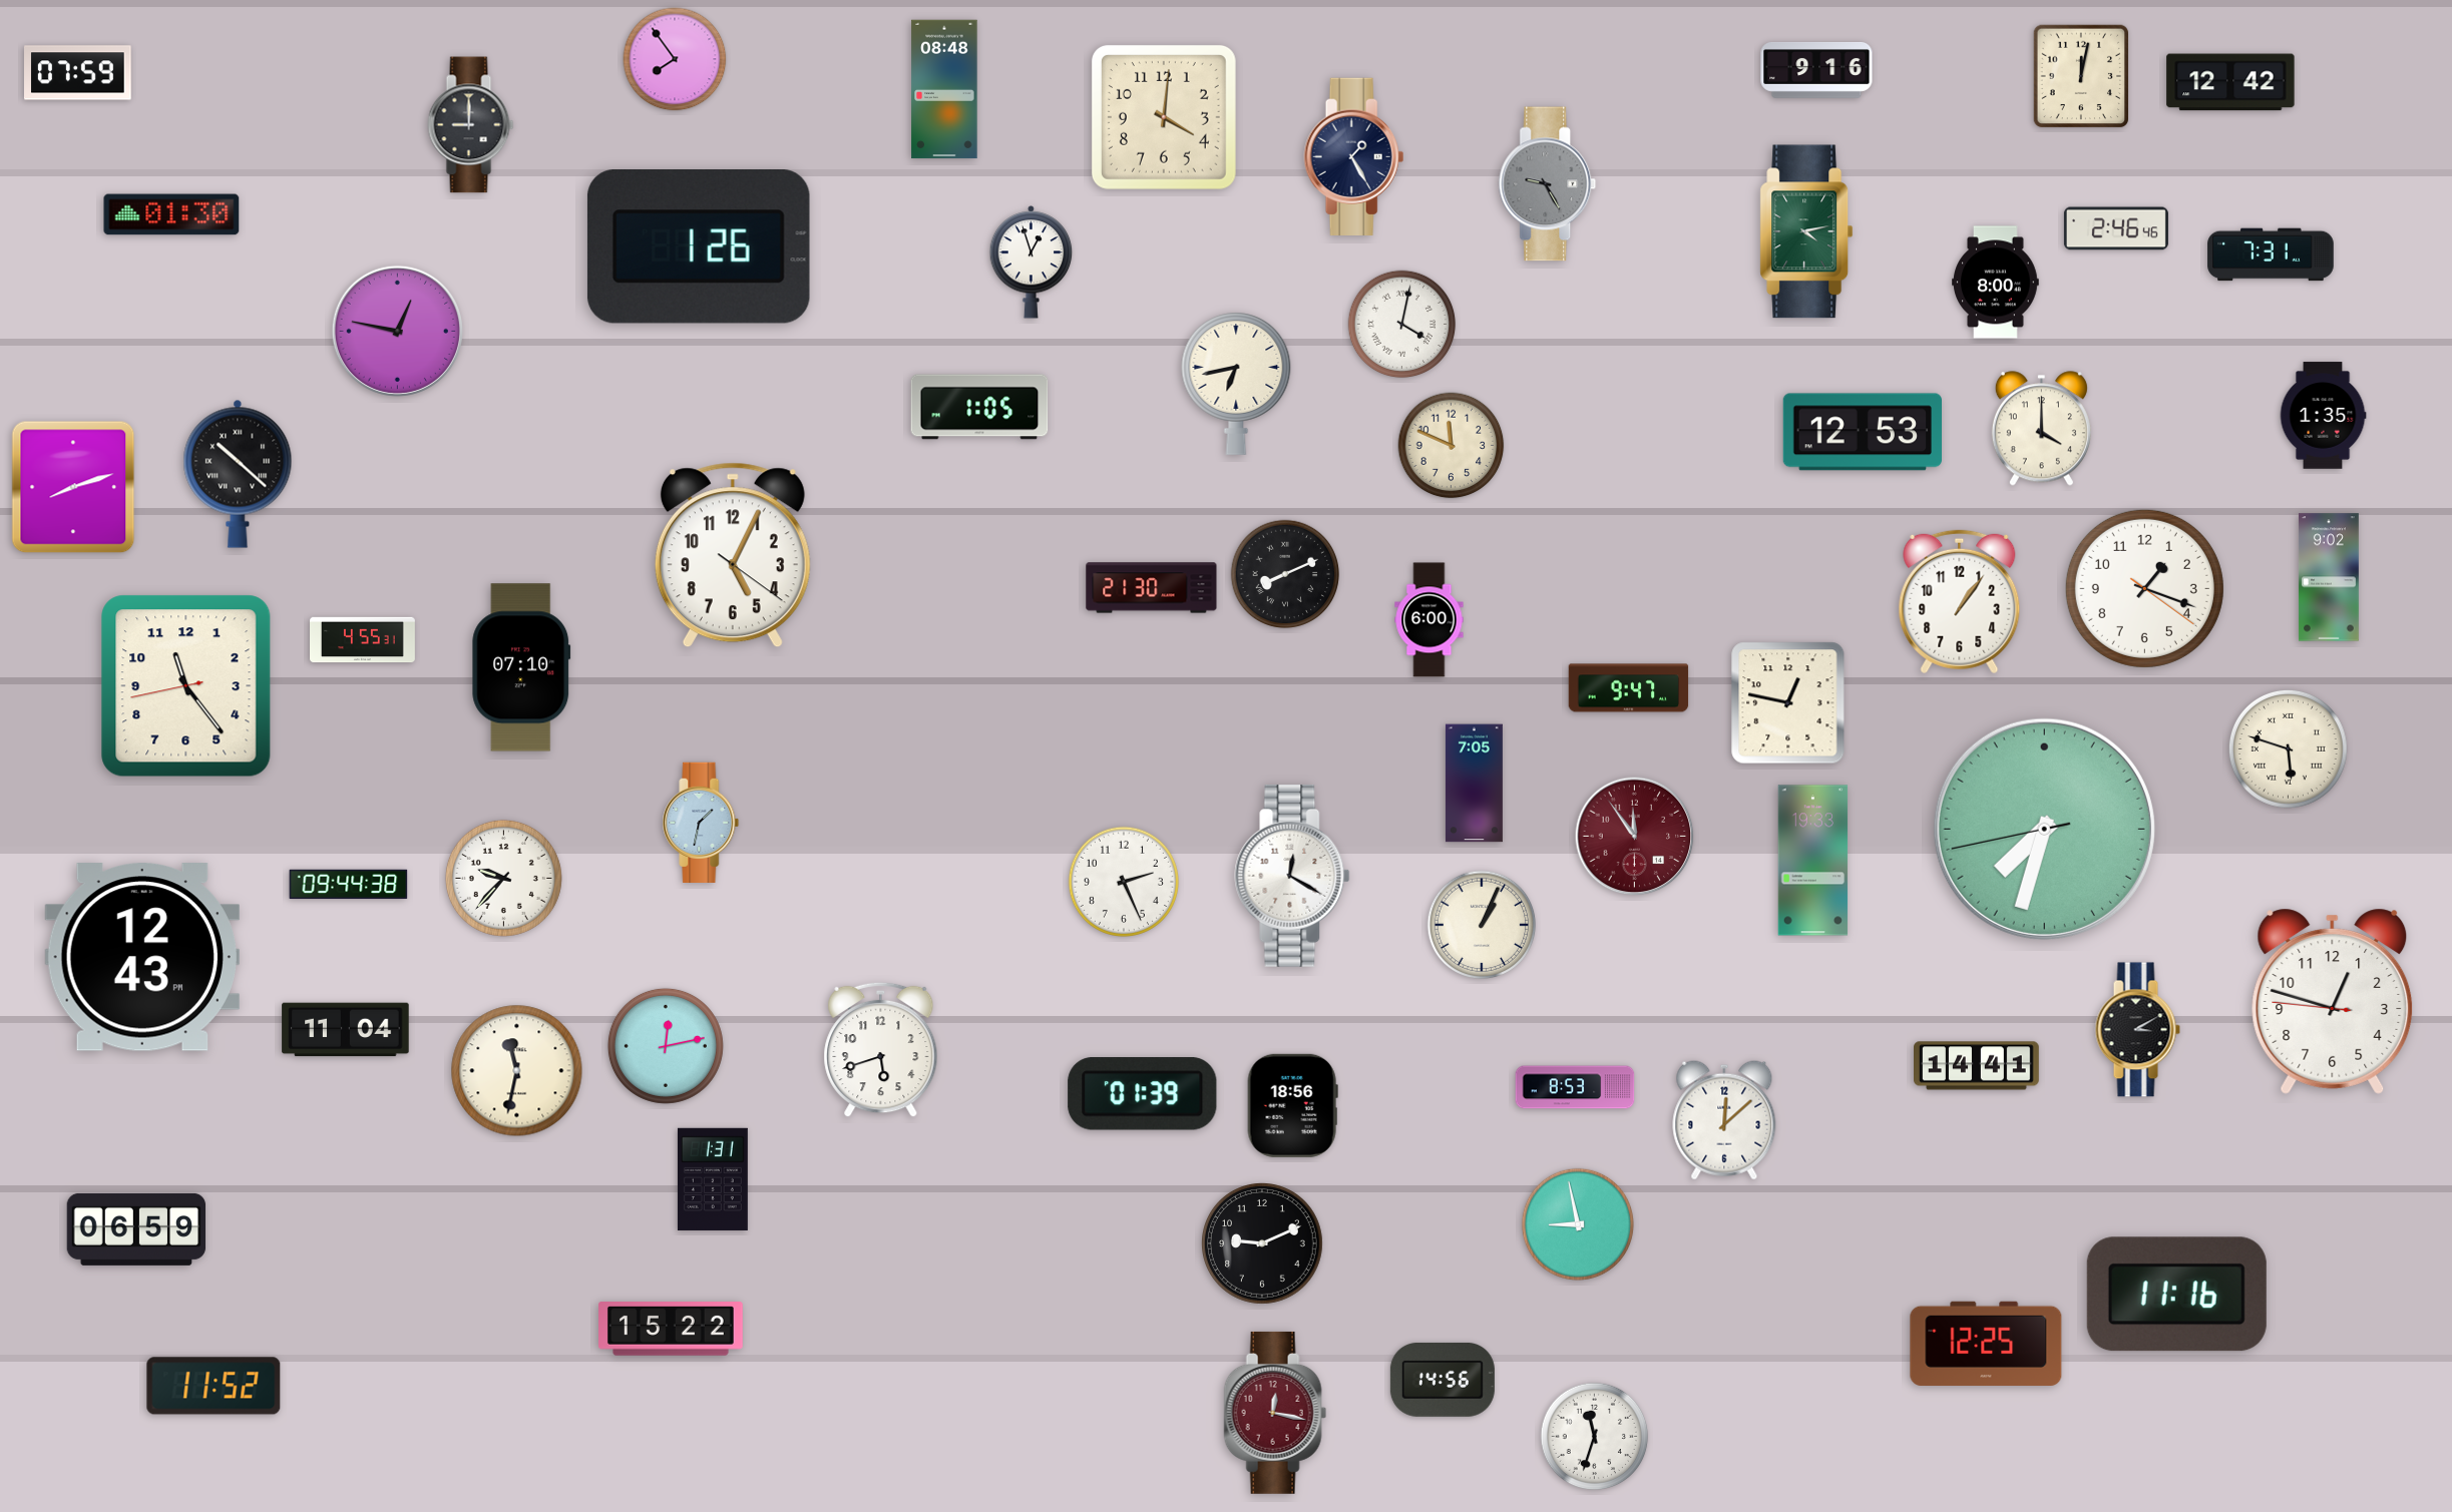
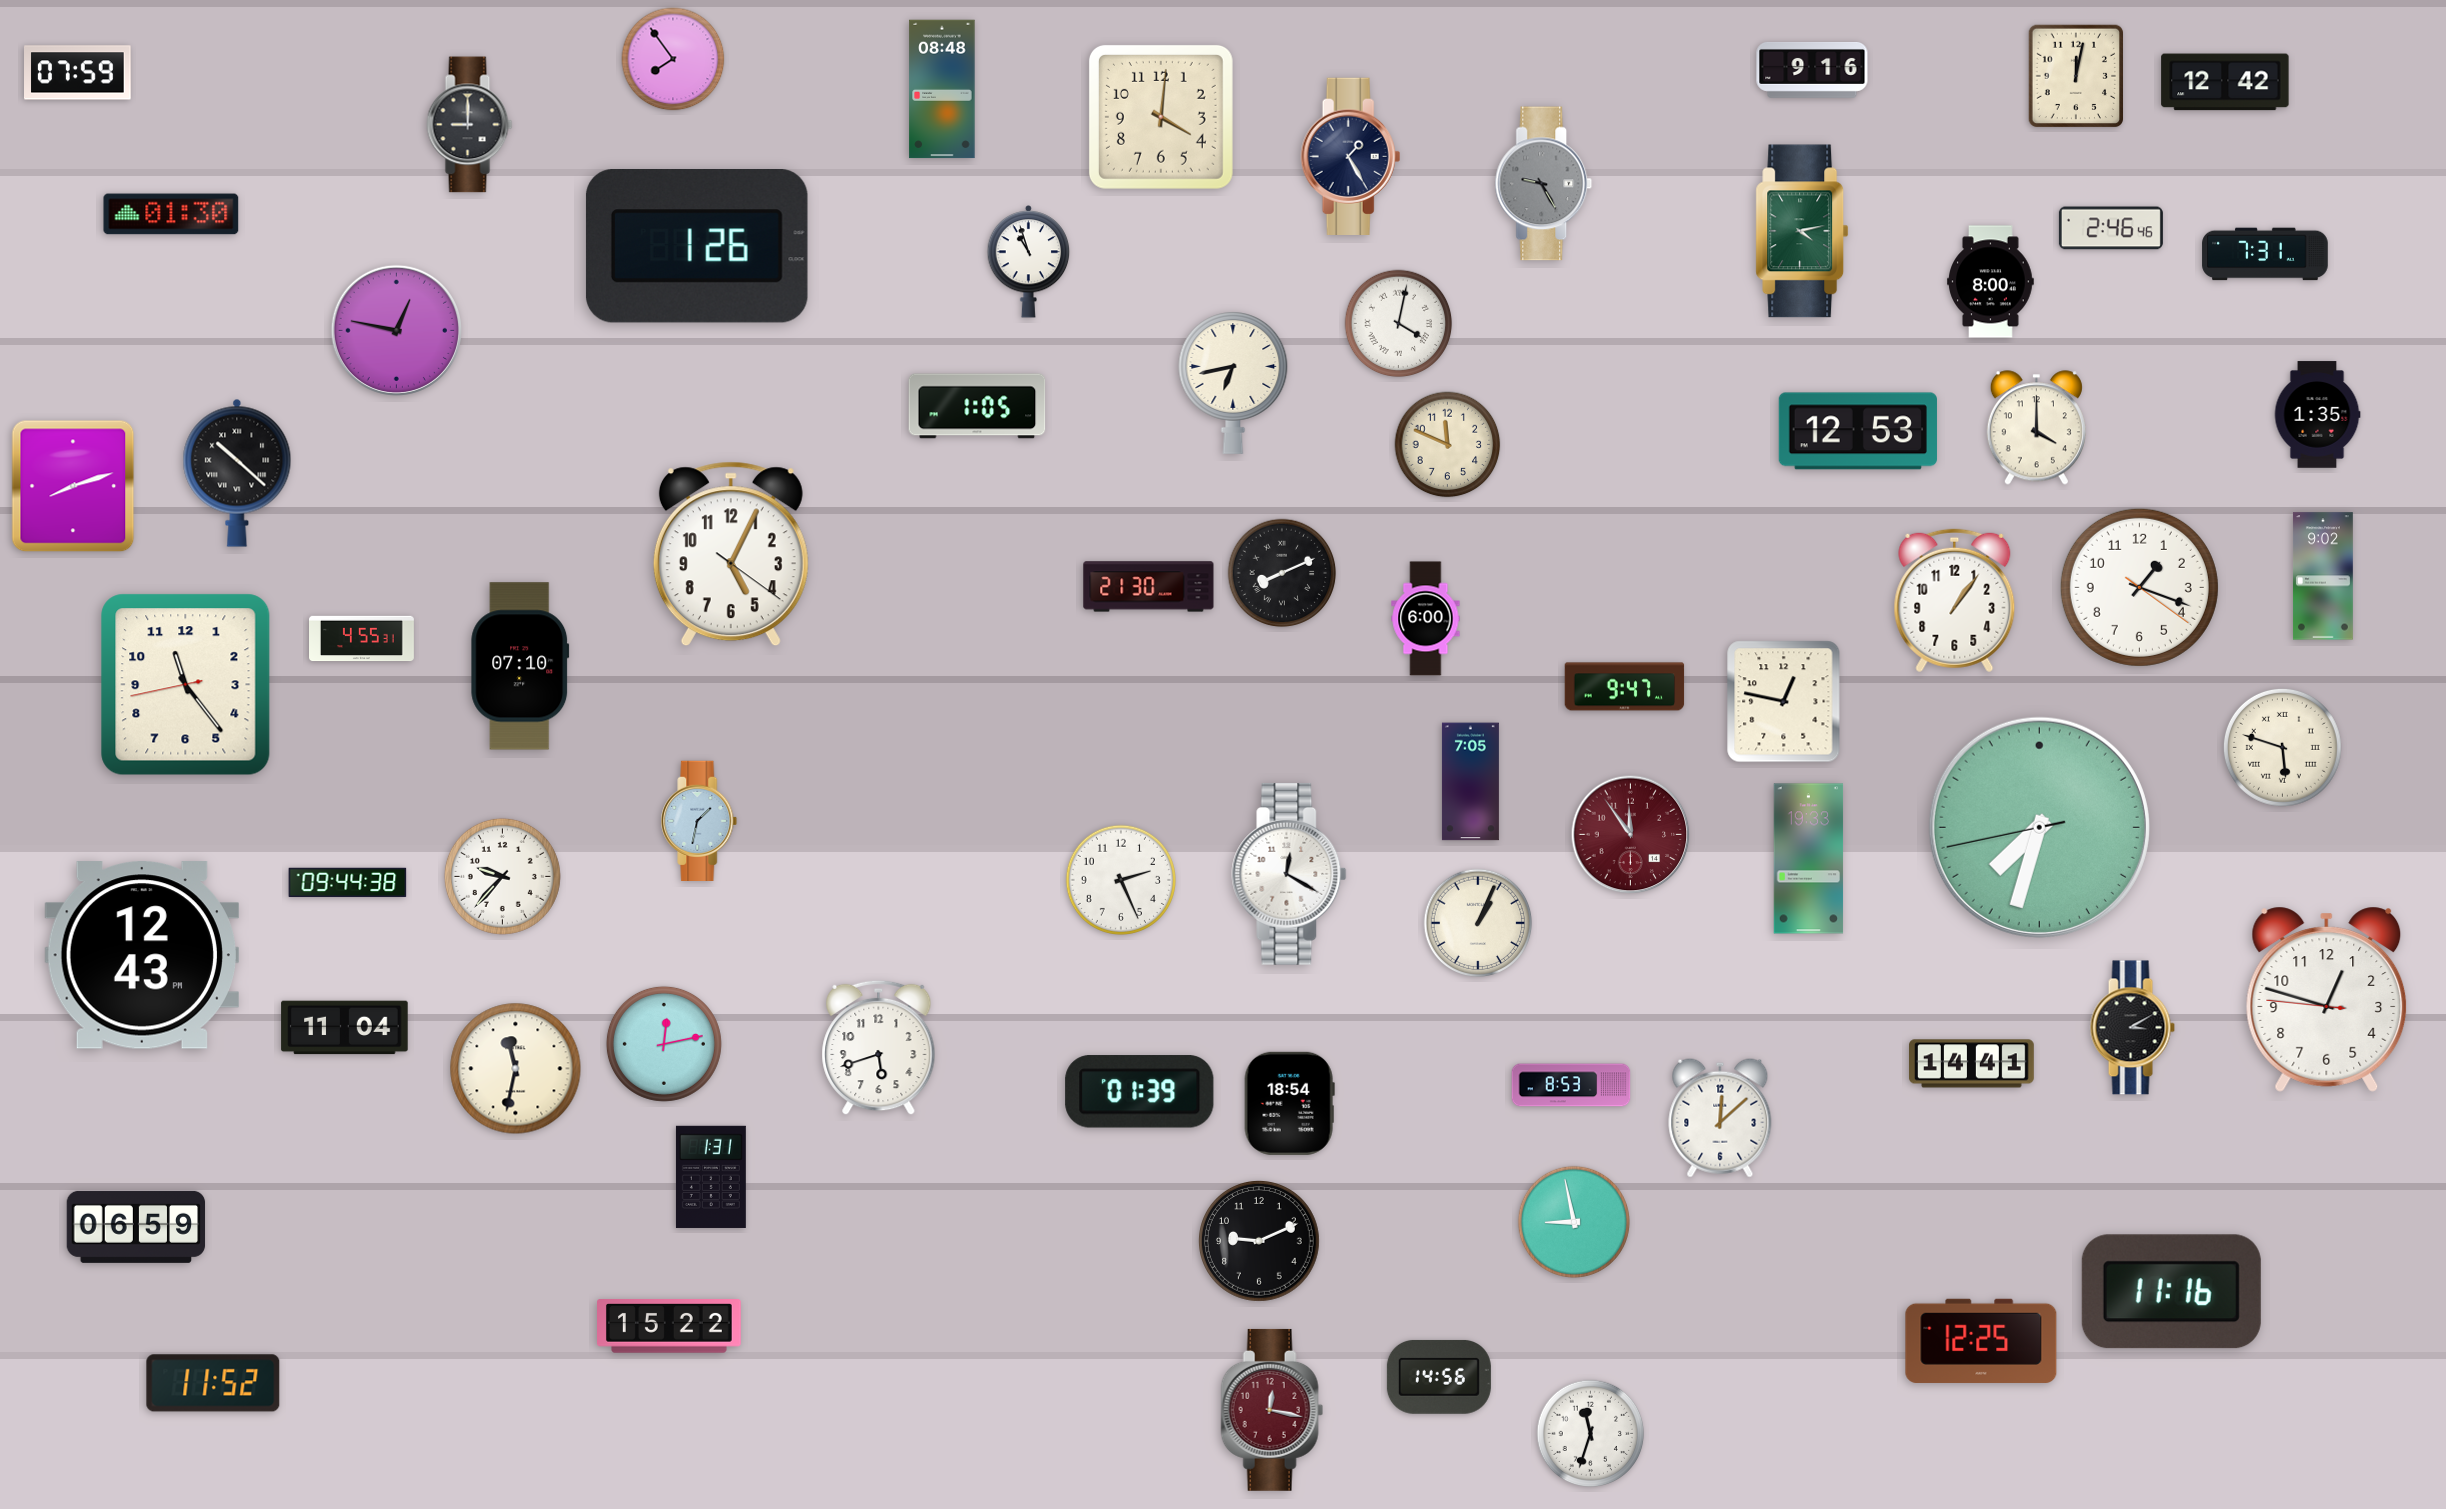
clock at (1032, 263): 12:57 -> 10:57
clock at (1292, 1105): 18:56 -> 18:54
